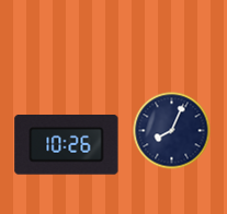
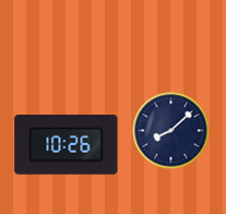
clock at (172, 131): 8:04 -> 8:08
